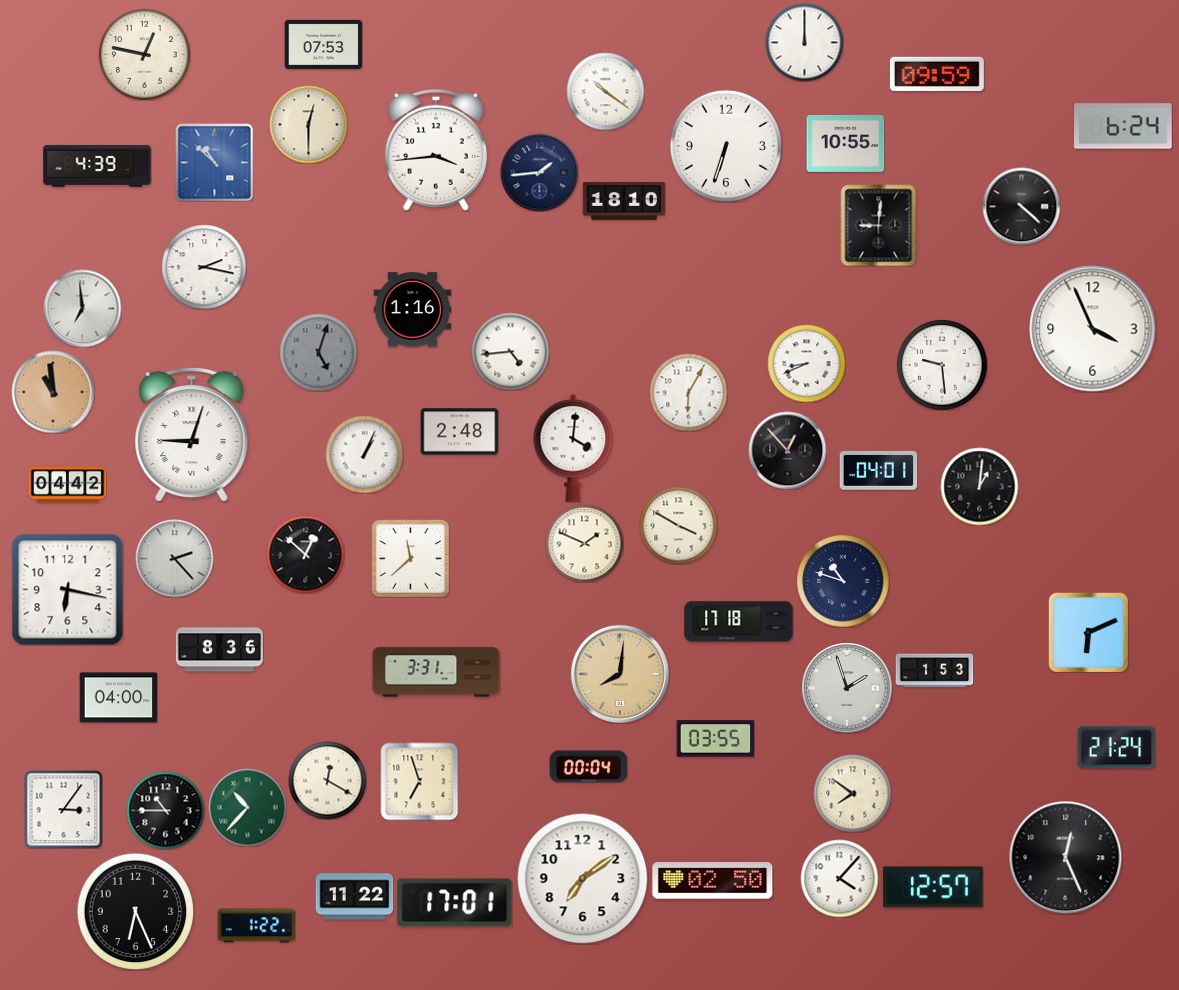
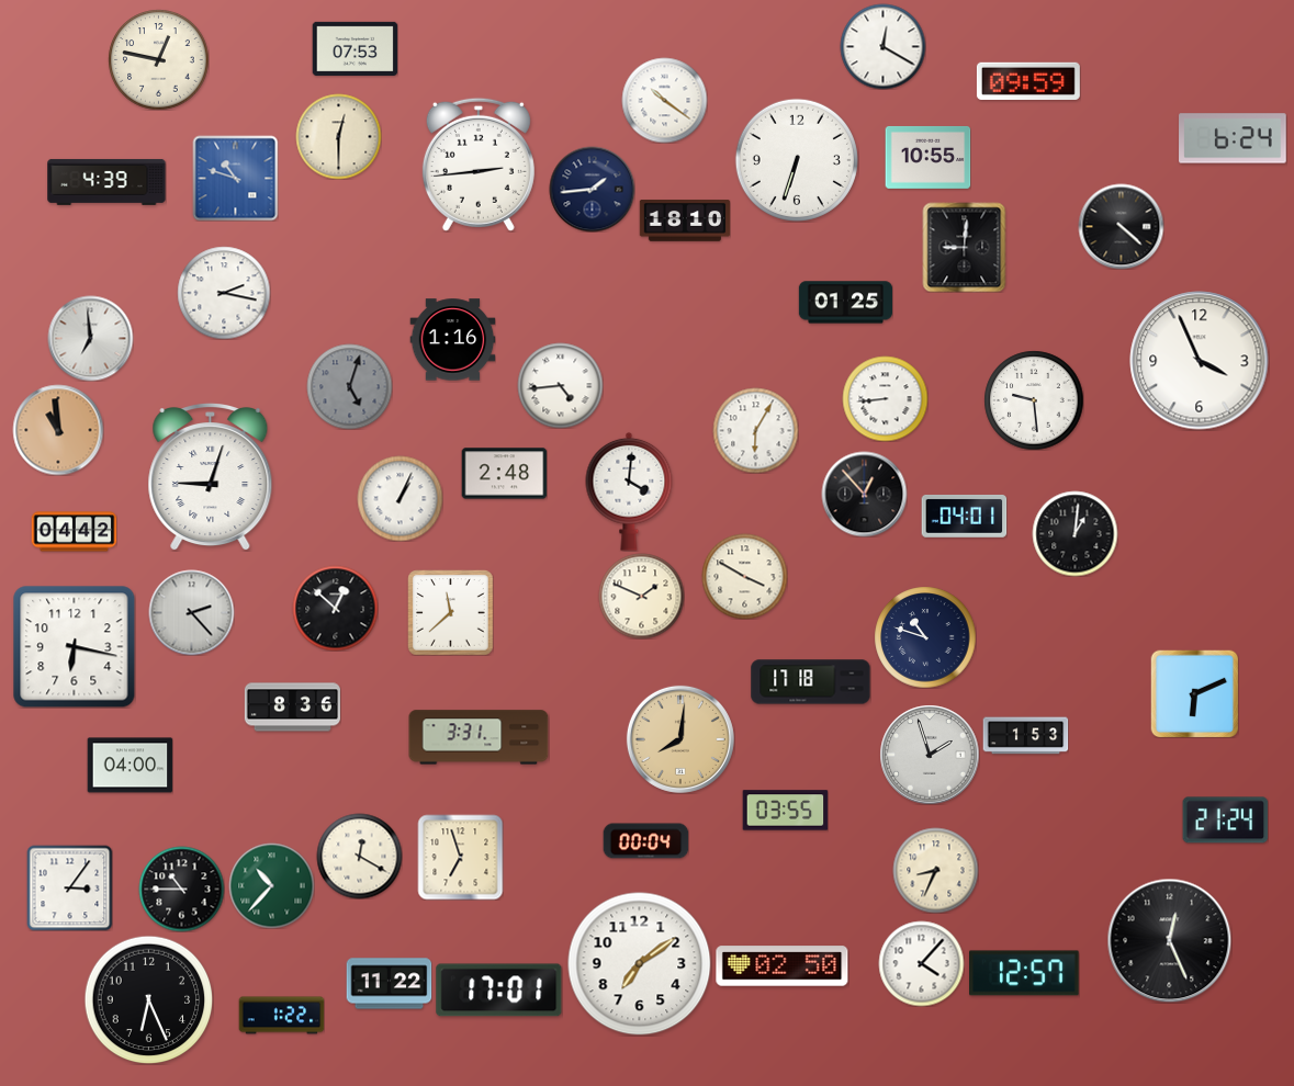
clock at (804, 42): 12:00 -> 12:20
clock at (436, 150): 3:44 -> 2:44
clock at (214, 162): 10:52 -> 10:48
clock at (845, 303): none -> 01:25
clock at (806, 363): 8:41 -> 8:44
clock at (219, 650) position: (219, 650) -> (292, 708)
clock at (852, 793): 7:51 -> 8:34
